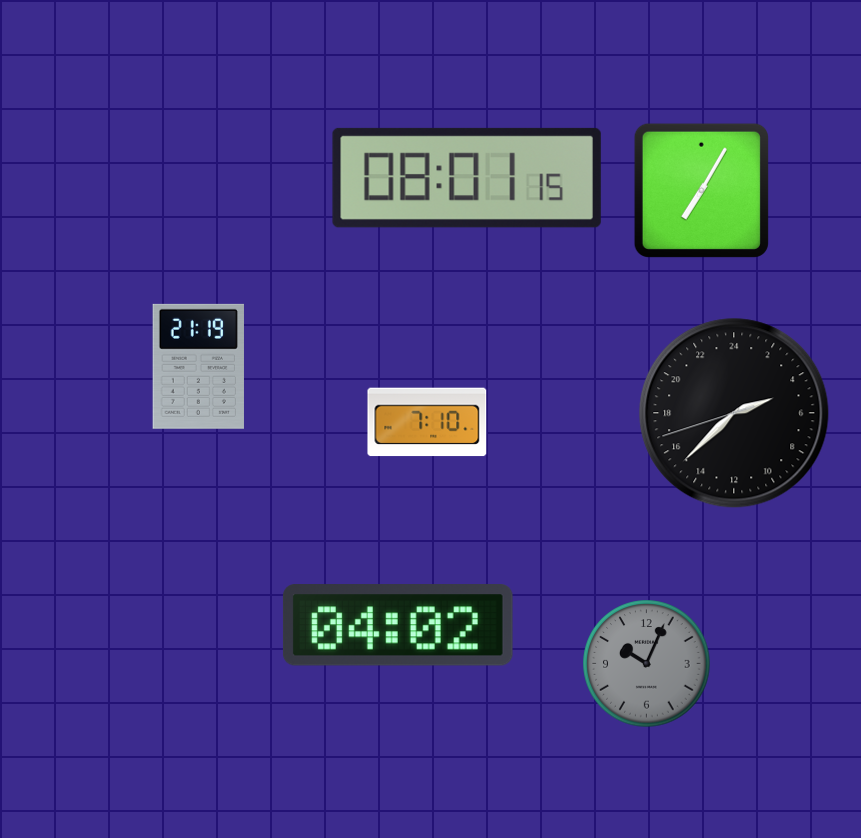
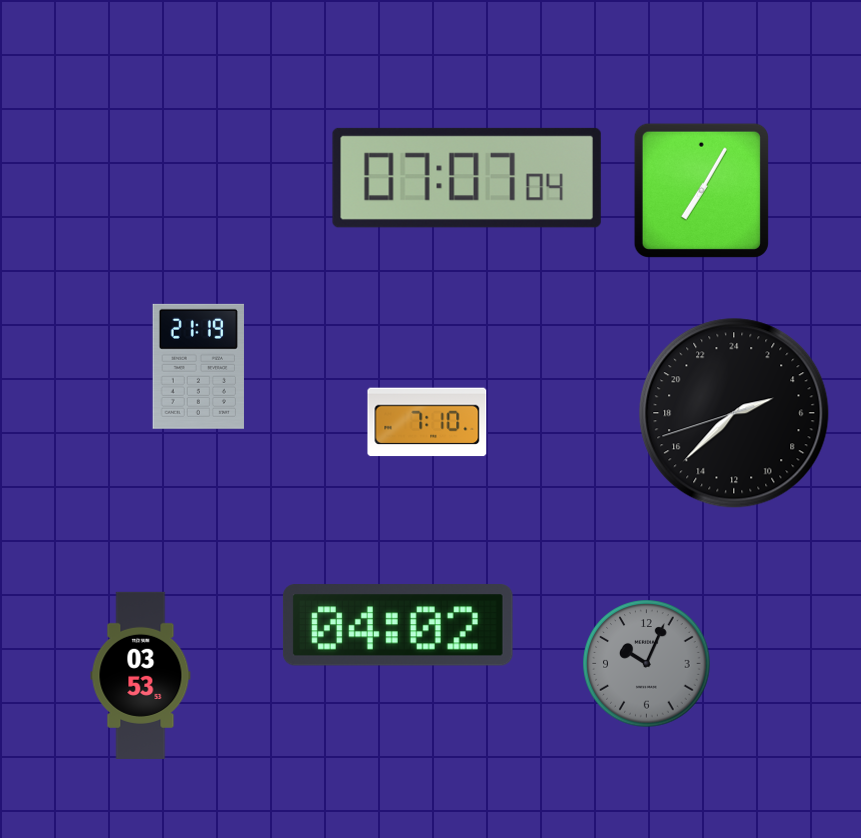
clock at (467, 178): 08:01 -> 07:07
clock at (141, 675): none -> 03:53
